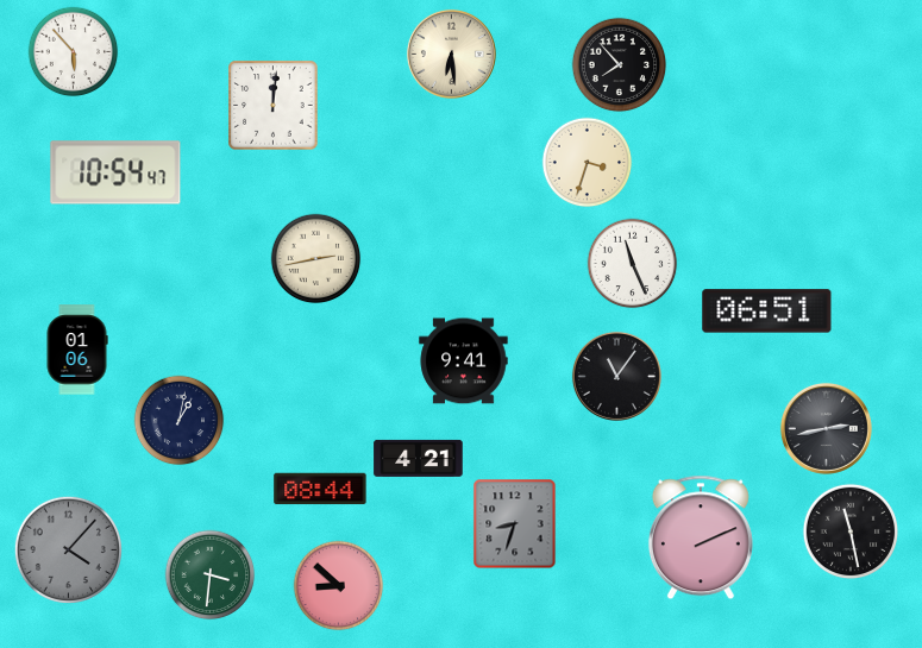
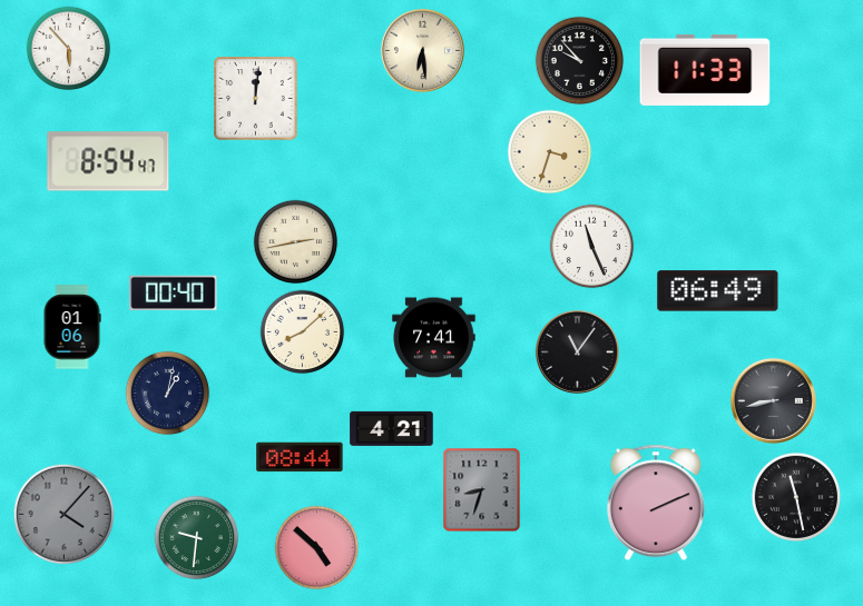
clock at (620, 65): 7:53 -> 9:53
clock at (705, 70): none -> 11:33
clock at (115, 172): 10:54 -> 8:54
clock at (767, 312): 06:51 -> 06:49
clock at (174, 294): none -> 00:40
clock at (303, 332): none -> 8:08
clock at (464, 361): 9:41 -> 7:41
clock at (826, 428): 2:43 -> 8:43
clock at (211, 575): 3:31 -> 9:31
clock at (339, 586): 8:52 -> 4:52
